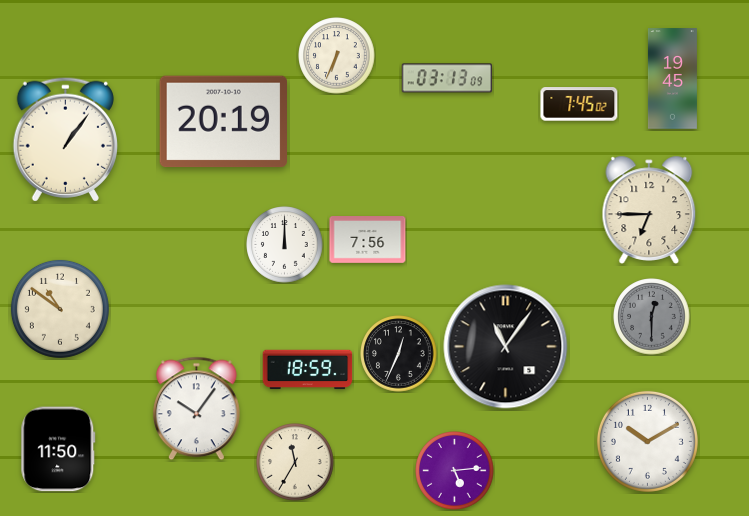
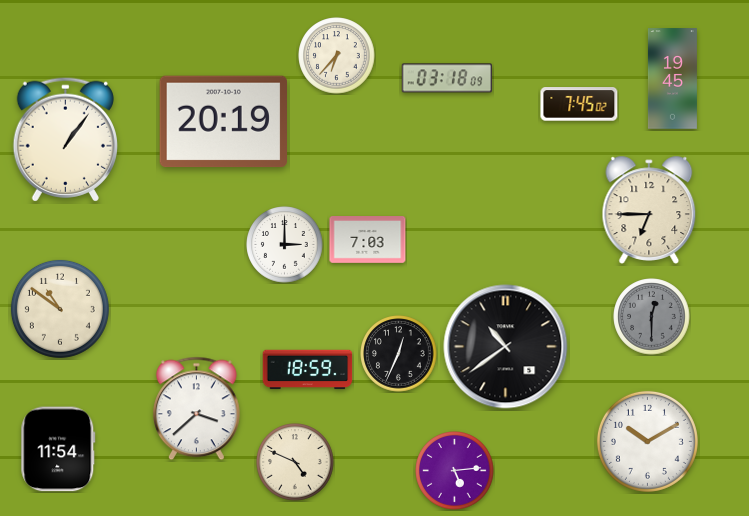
clock at (337, 56): 6:34 -> 6:37
clock at (447, 78): 03:13 -> 03:18
clock at (368, 240): 7:56 -> 7:03
clock at (285, 245): 12:00 -> 3:00
clock at (506, 347): 11:06 -> 10:39
clock at (196, 409): 10:06 -> 3:38
clock at (58, 449): 11:50 -> 11:54
clock at (295, 462): 11:35 -> 4:49
